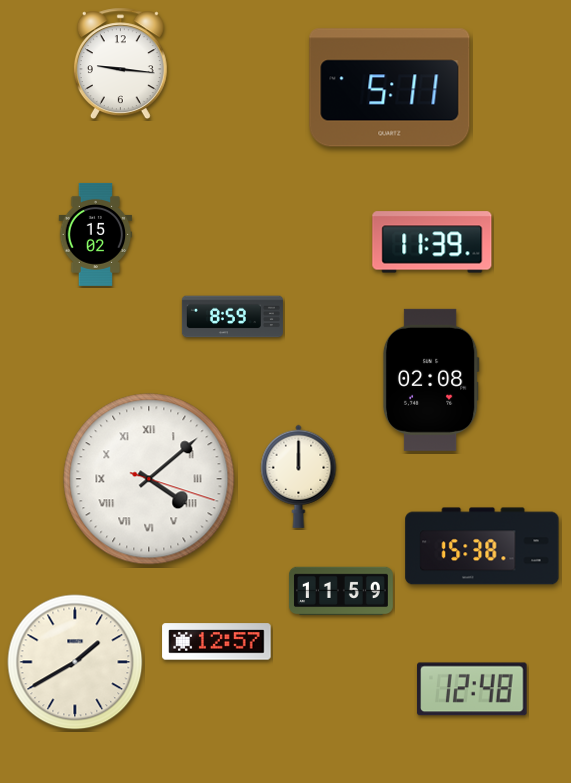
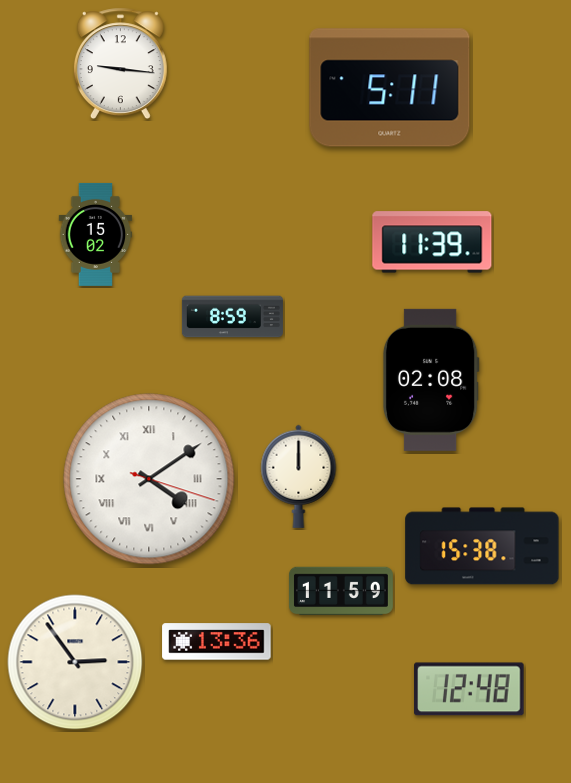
clock at (149, 479): 4:08 -> 4:09
clock at (217, 642): 12:57 -> 13:36
clock at (75, 662): 1:40 -> 2:54
clock at (472, 689) position: (472, 689) -> (469, 689)
